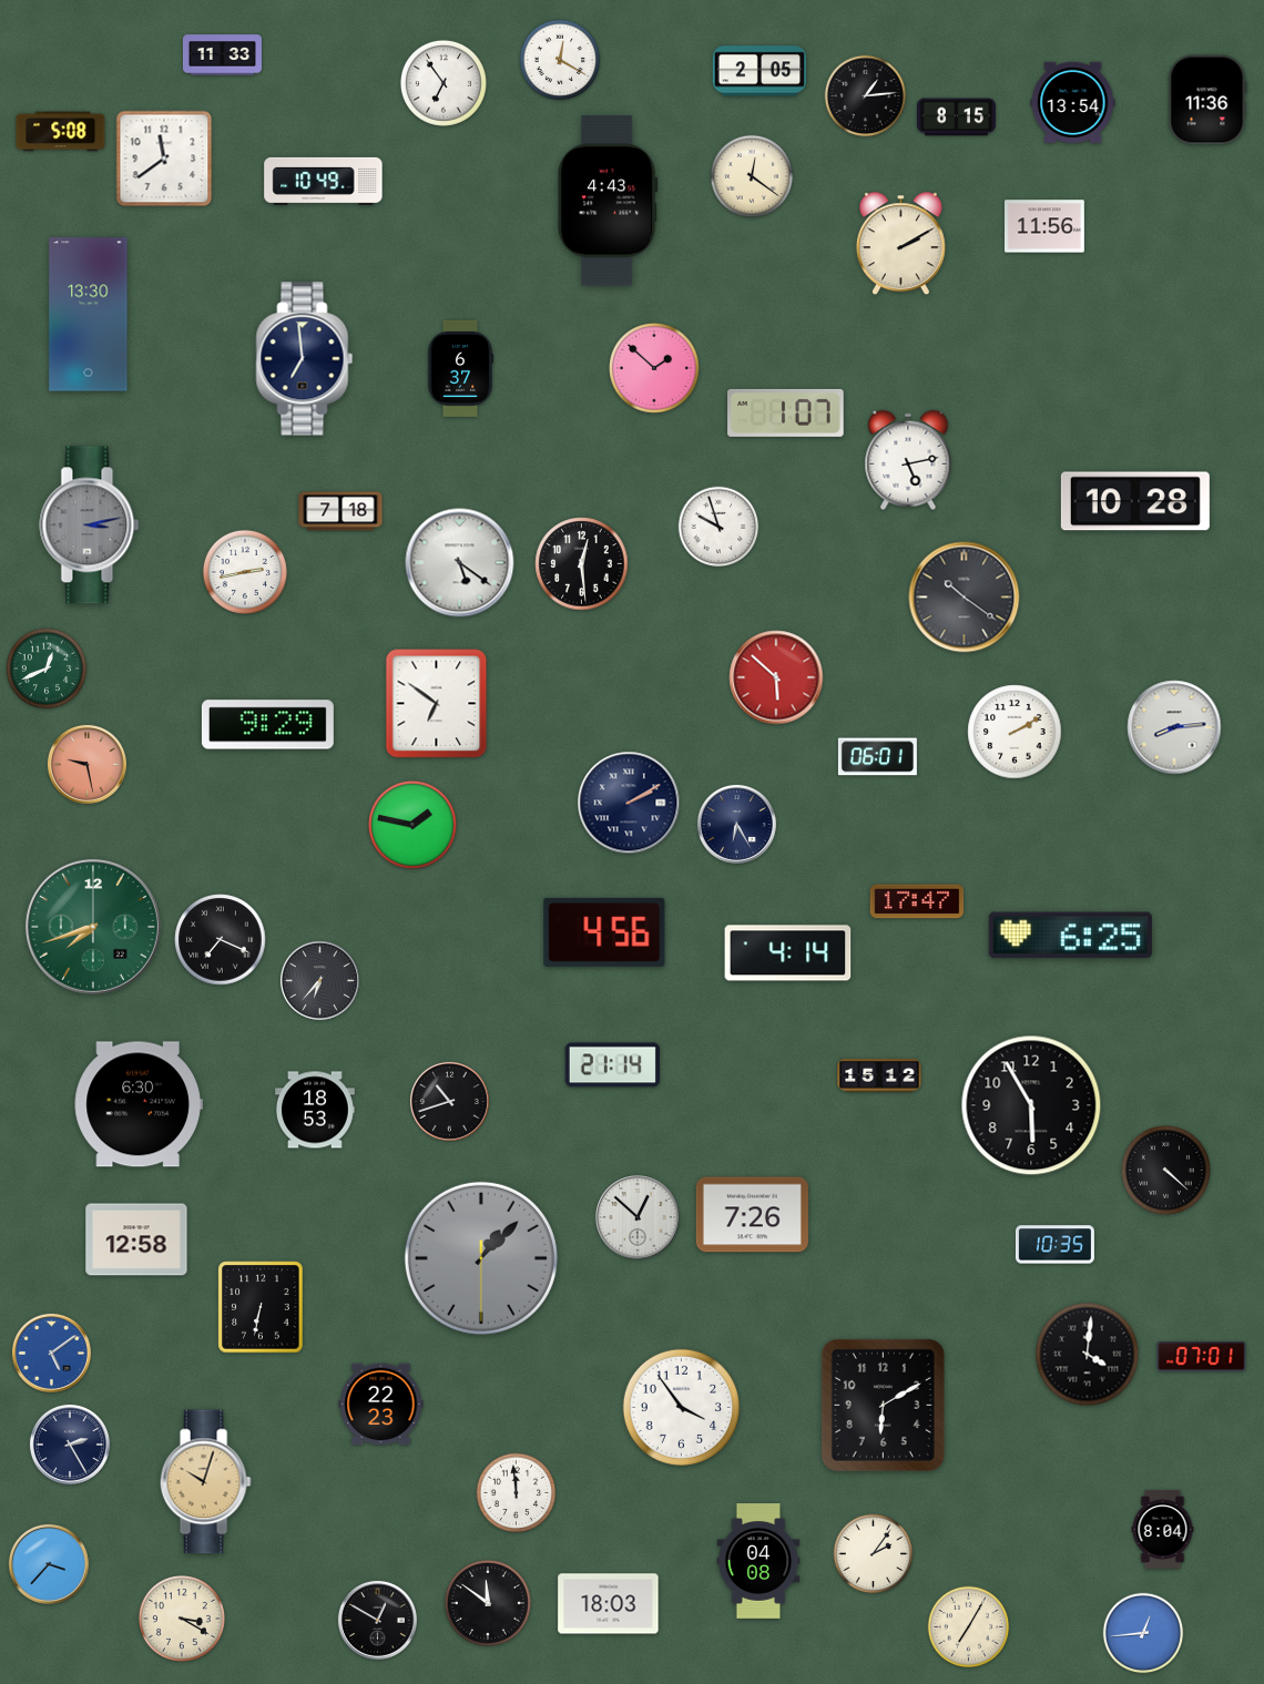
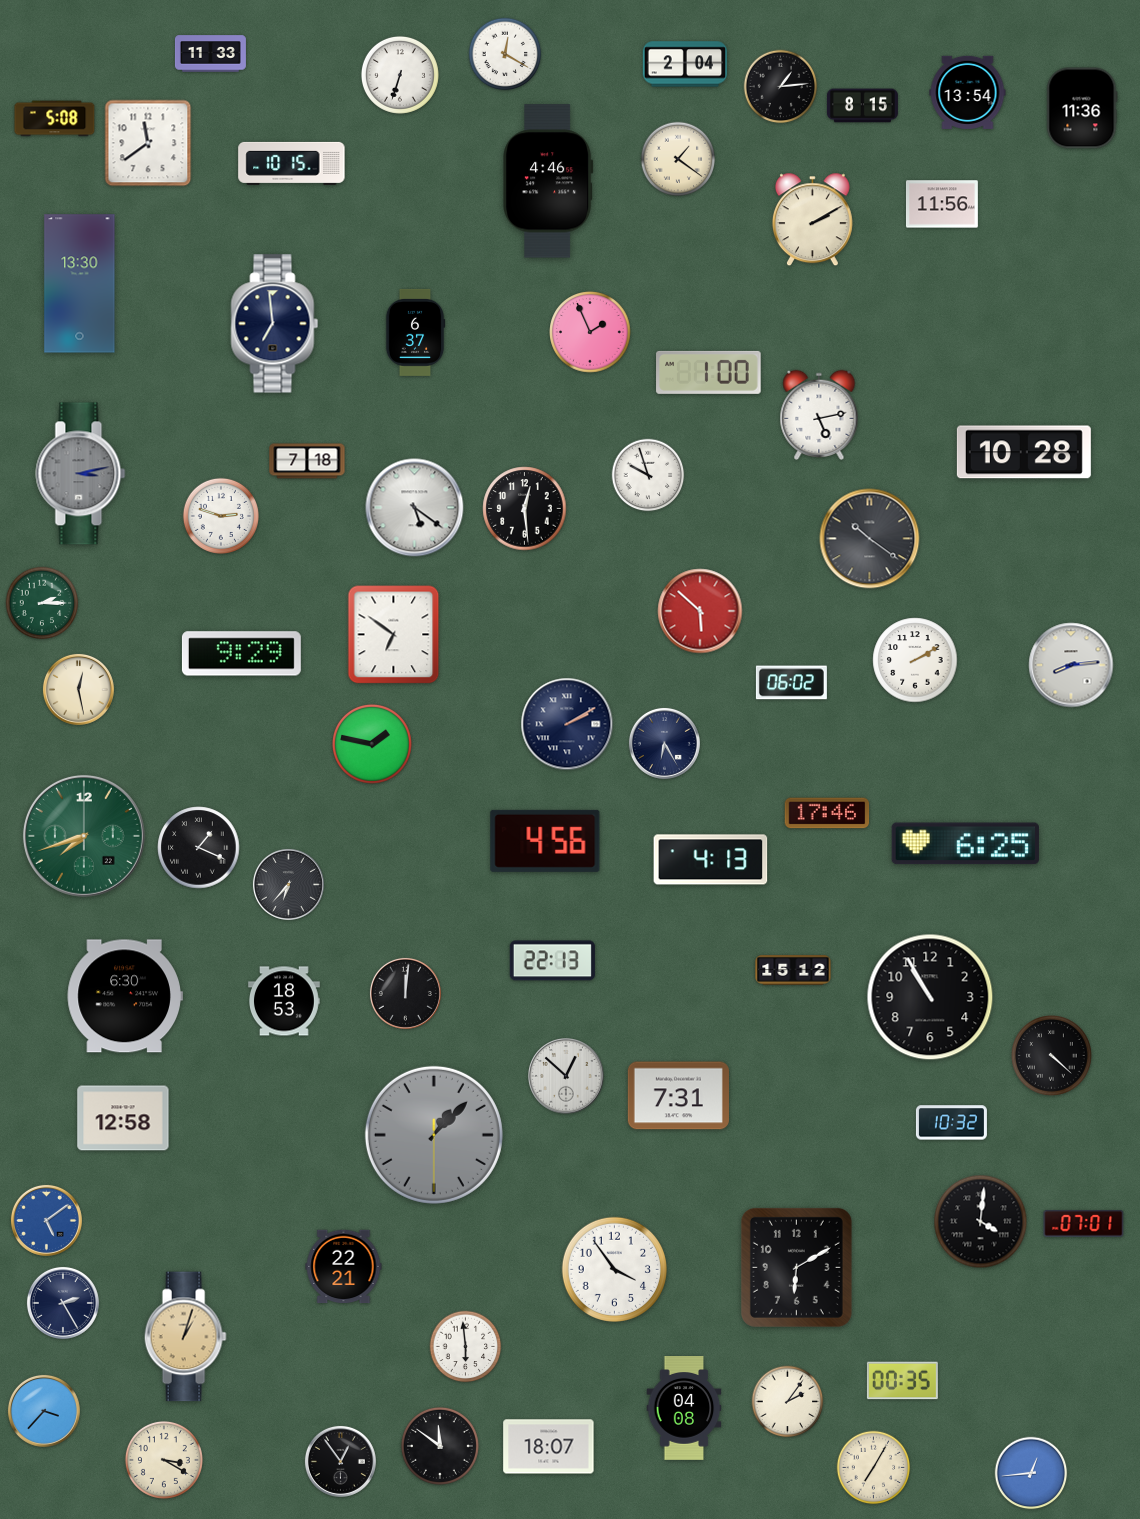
clock at (222, 55) position: (222, 55) -> (210, 54)
clock at (760, 71): 2:05 -> 2:04
clock at (444, 83): 6:54 -> 6:33
clock at (1207, 100) position: (1207, 100) -> (1082, 108)
clock at (752, 176): 12:21 -> 1:21
clock at (324, 181): 10:49 -> 10:15
clock at (608, 201): 4:43 -> 4:46
clock at (654, 368): 1:52 -> 1:56
clock at (786, 412): 1:07 -> 1:00
clock at (245, 572): 2:43 -> 2:48
clock at (47, 669): 12:41 -> 2:15
clock at (1174, 727) position: (1174, 727) -> (1071, 665)
clock at (877, 757): 06:01 -> 06:02
clock at (86, 764): 9:28 -> 12:28
clock at (86, 764) dial: salmon -> cream
clock at (917, 901): 17:47 -> 17:46
clock at (221, 940): 7:19 -> 1:19
clock at (788, 953): 4:14 -> 4:13
clock at (612, 1065): 21:14 -> 22:13
clock at (449, 1101): 10:42 -> 12:01
clock at (1031, 1105): 5:55 -> 10:55
clock at (752, 1215): 7:26 -> 7:31
clock at (638, 1217) position: (638, 1217) -> (566, 1076)
clock at (1054, 1245): 10:35 -> 10:32
clock at (261, 1307): 6:32 -> none
clock at (381, 1405): 22:23 -> 22:21
clock at (205, 1482): 10:03 -> 1:03
clock at (517, 1493): 11:59 -> 5:59
clock at (1163, 1529): 8:04 -> none
clock at (902, 1381): none -> 00:35
clock at (609, 1604): 18:03 -> 18:07
clock at (377, 1620): 12:50 -> 12:54
